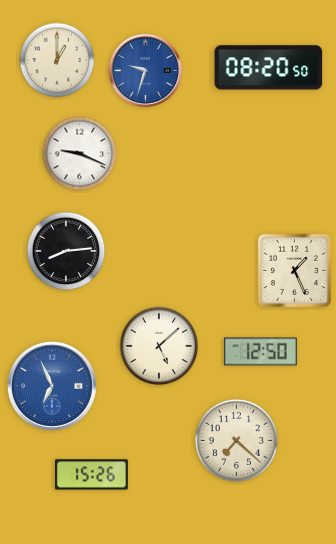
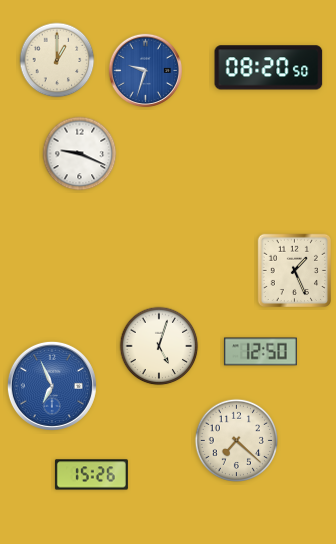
clock at (66, 251): 8:14 -> none
clock at (159, 346): 5:08 -> 5:03
